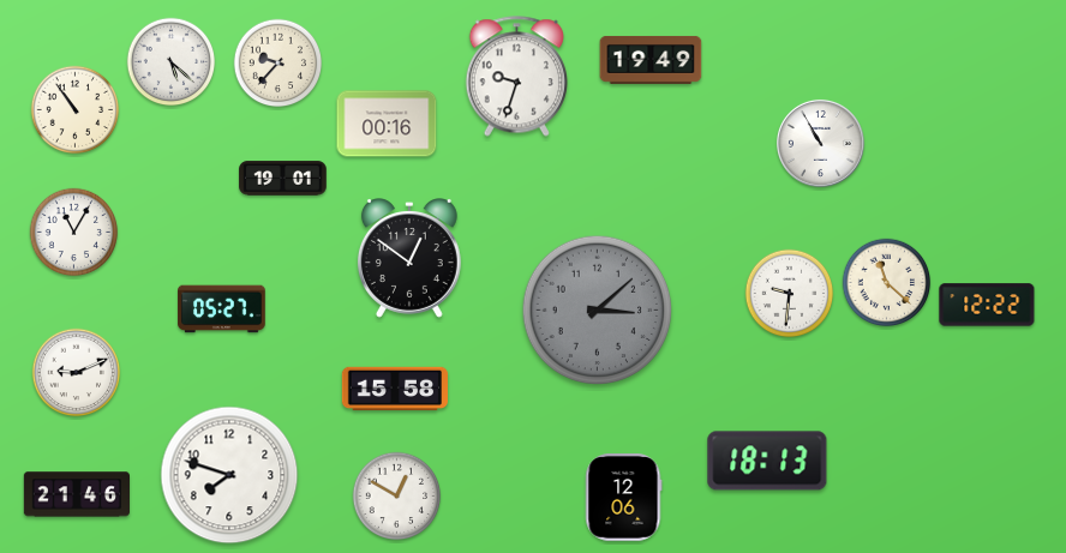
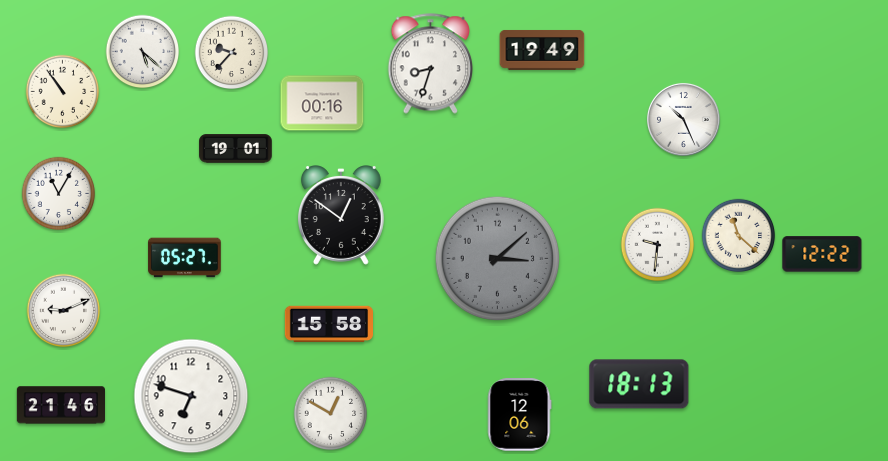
clock at (516, 77): 9:33 -> 8:33
clock at (820, 143): 10:55 -> 10:26
clock at (74, 233) position: (74, 233) -> (59, 194)
clock at (229, 475): 7:48 -> 6:48
clock at (76, 494) position: (76, 494) -> (60, 405)
